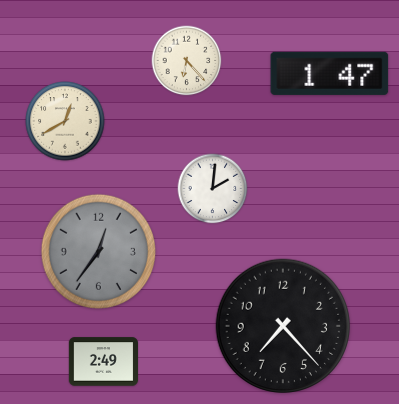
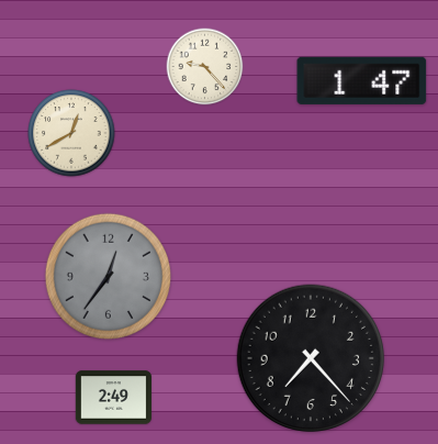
clock at (187, 61): 6:23 -> 9:23
clock at (213, 189): 2:01 -> none
